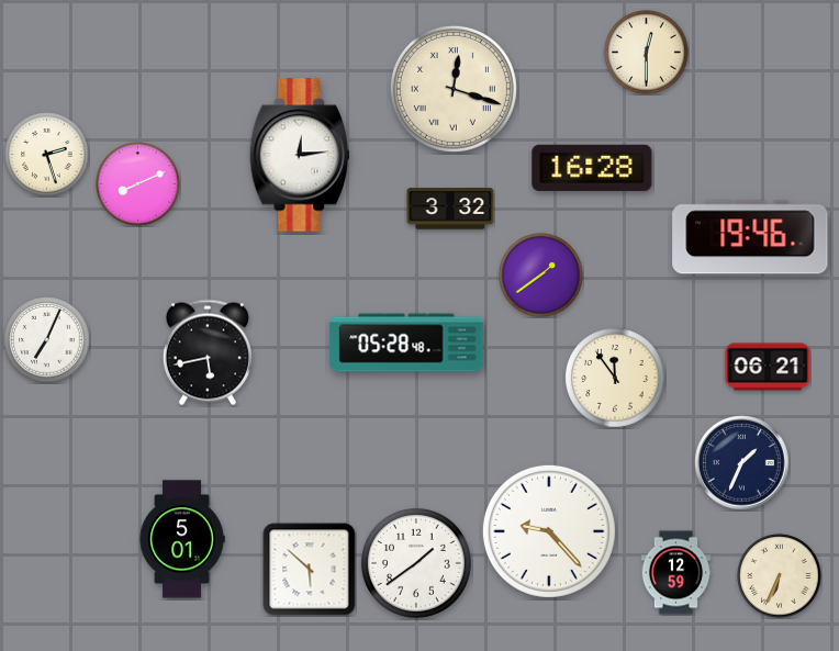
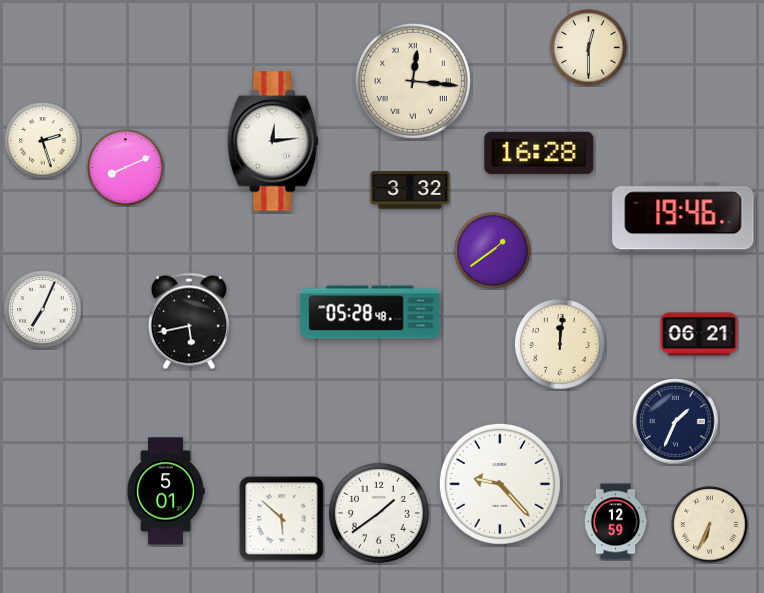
clock at (454, 89): 12:18 -> 12:16
clock at (615, 378): 11:54 -> 12:01
